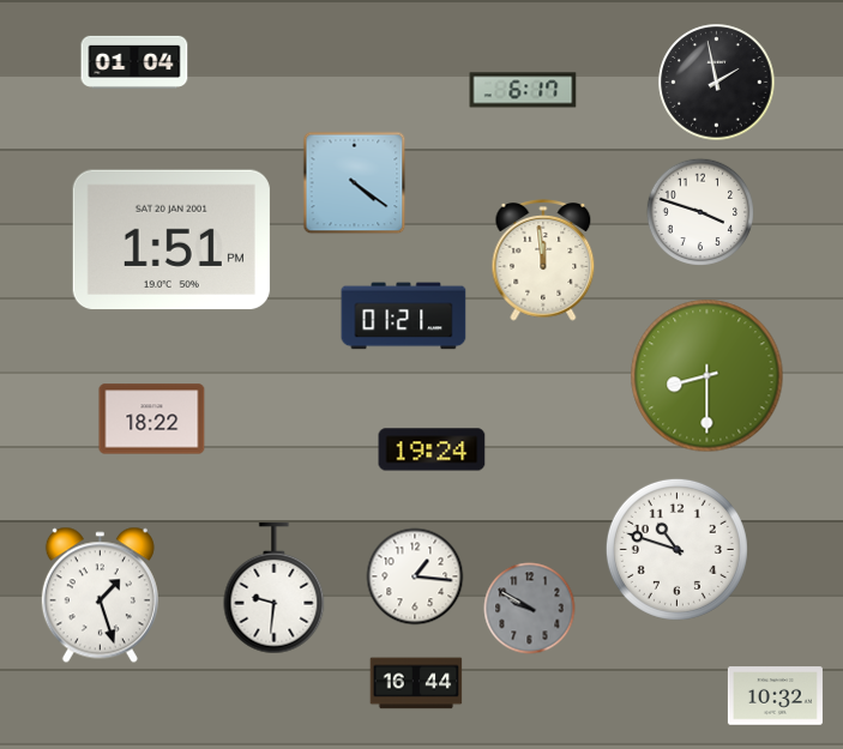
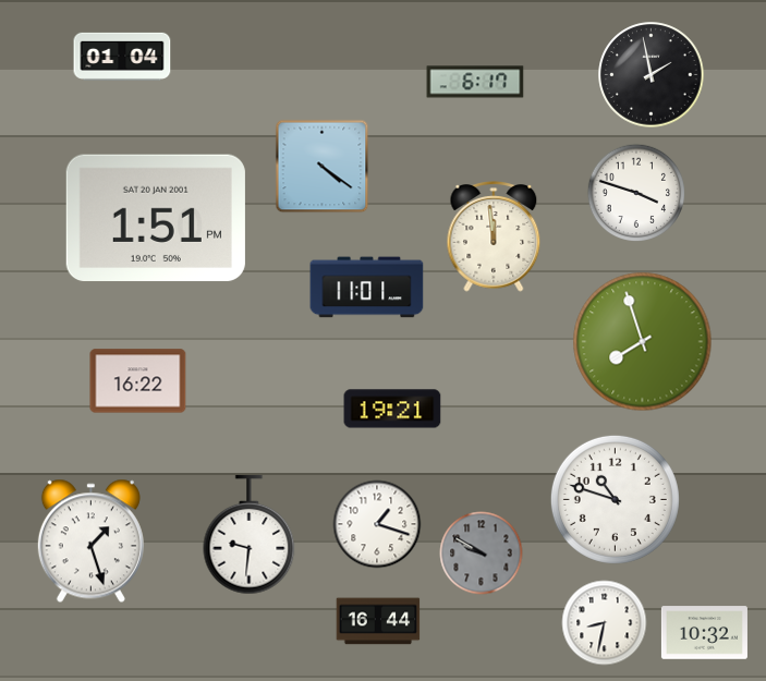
clock at (404, 316): 01:21 -> 11:01
clock at (707, 376): 8:30 -> 7:57
clock at (152, 419): 18:22 -> 16:22
clock at (432, 449): 19:24 -> 19:21
clock at (415, 576): 1:16 -> 1:18
clock at (605, 623): none -> 8:32
